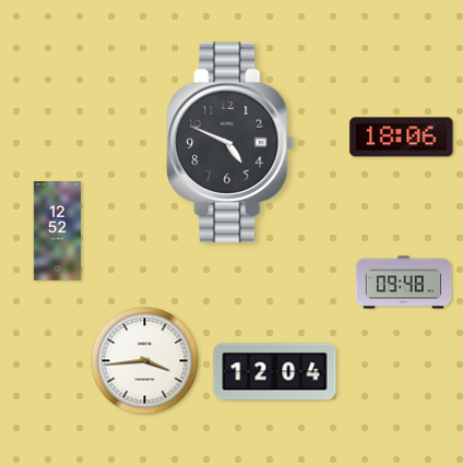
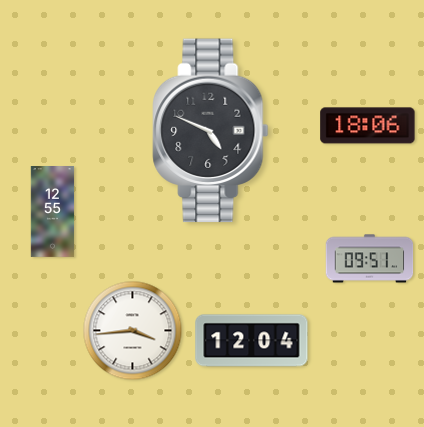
clock at (58, 231): 12:52 -> 12:55
clock at (404, 283): 09:48 -> 09:51
